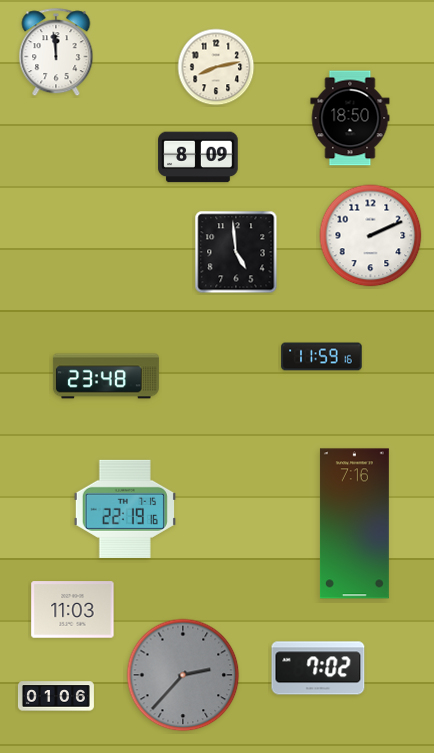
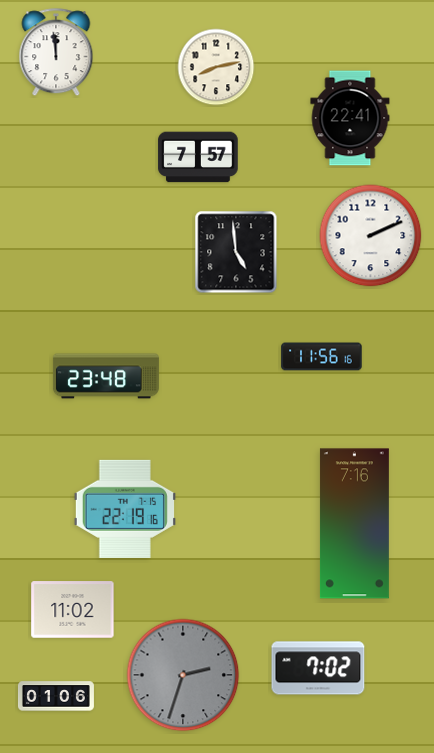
clock at (350, 118): 18:50 -> 22:41
clock at (198, 157): 8:09 -> 7:57
clock at (322, 357): 11:59 -> 11:56
clock at (73, 610): 11:03 -> 11:02
clock at (183, 675): 2:37 -> 2:33
